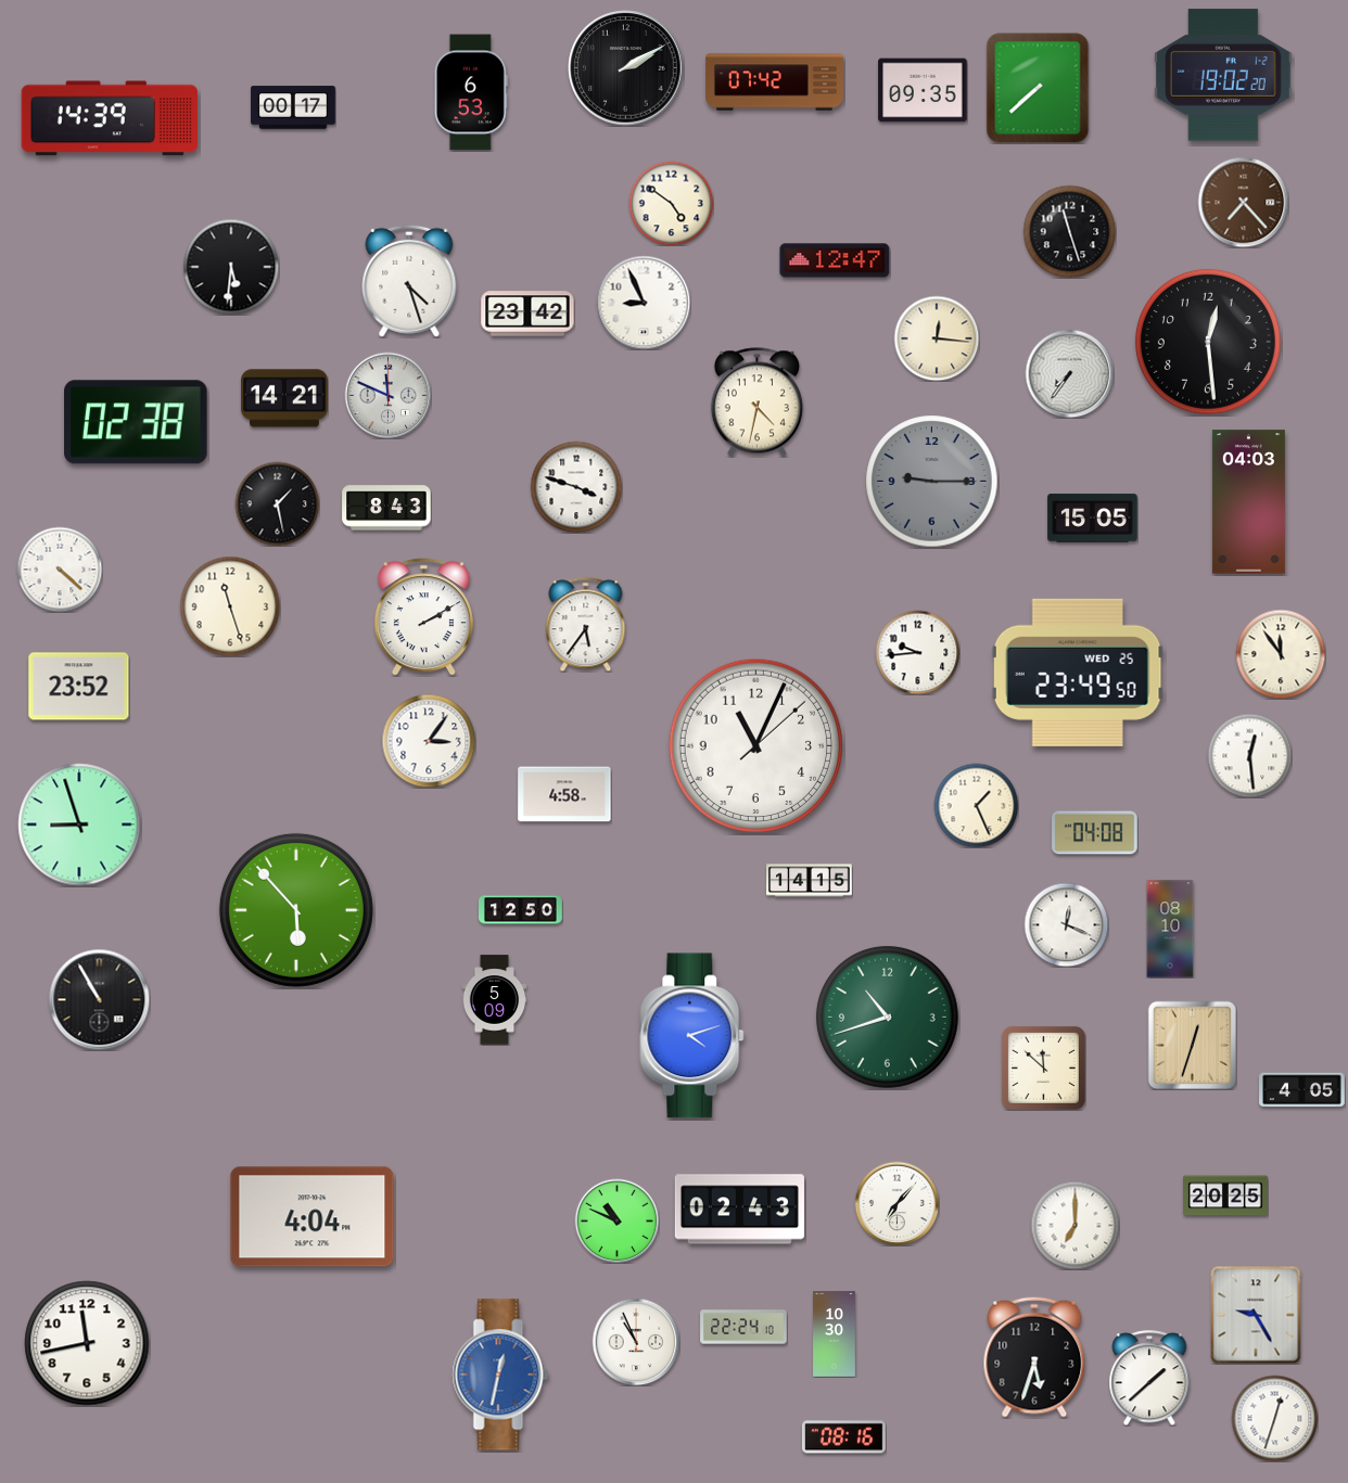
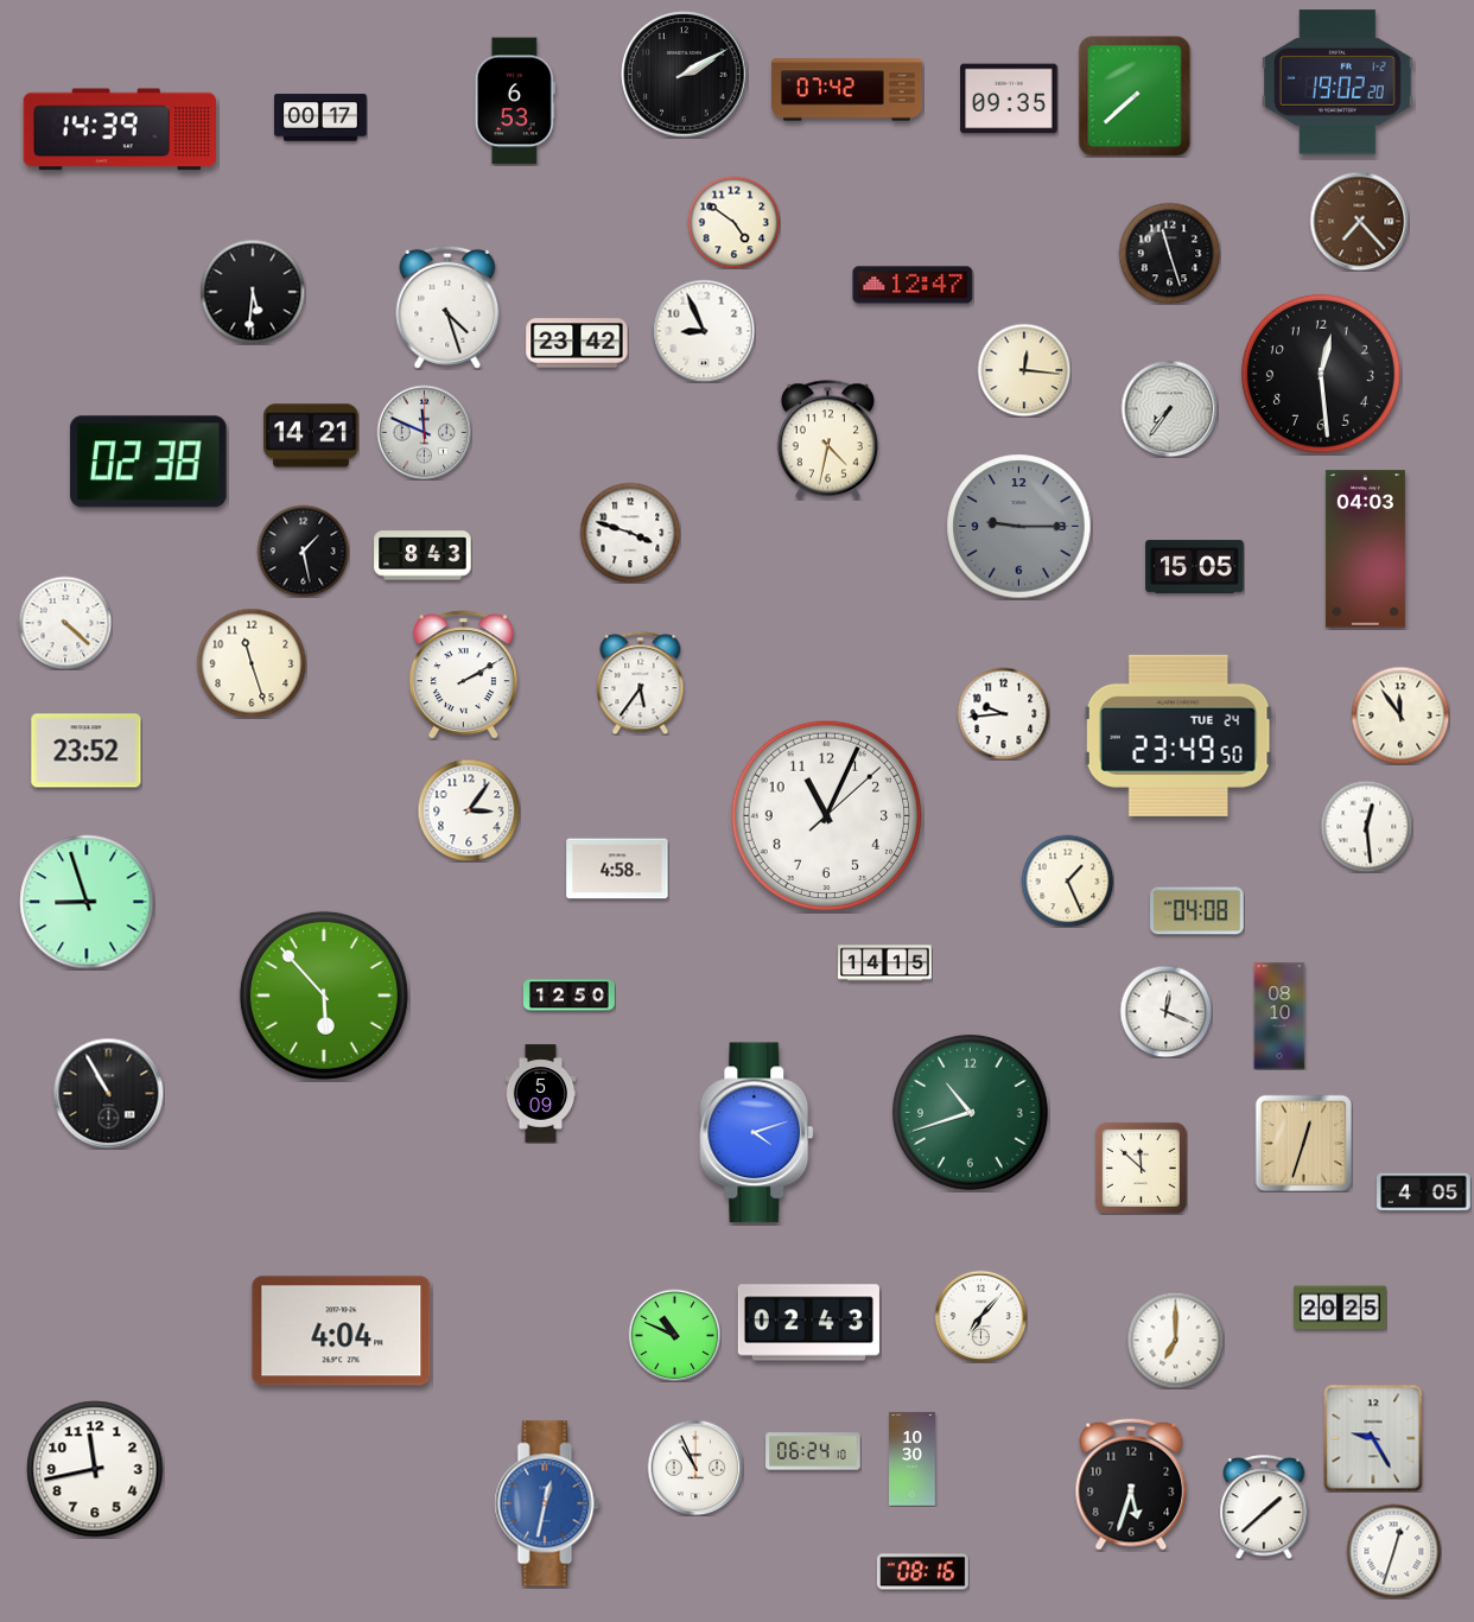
clock at (1078, 673) date: WED 25 -> TUE 24
clock at (743, 1327): 22:24 -> 06:24
clock at (1149, 1378) position: (1149, 1378) -> (1264, 1507)
